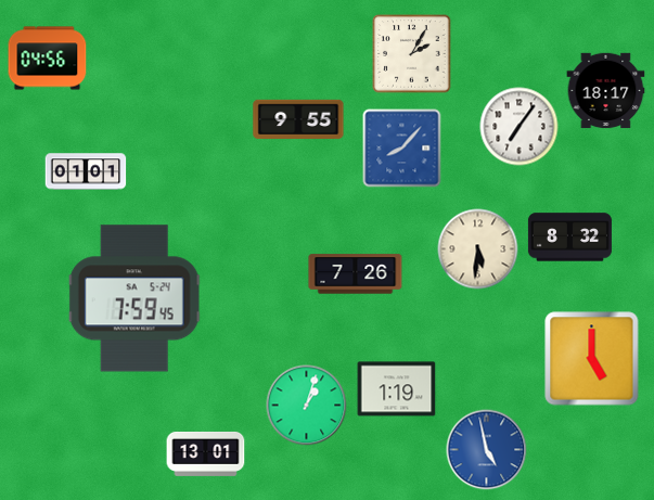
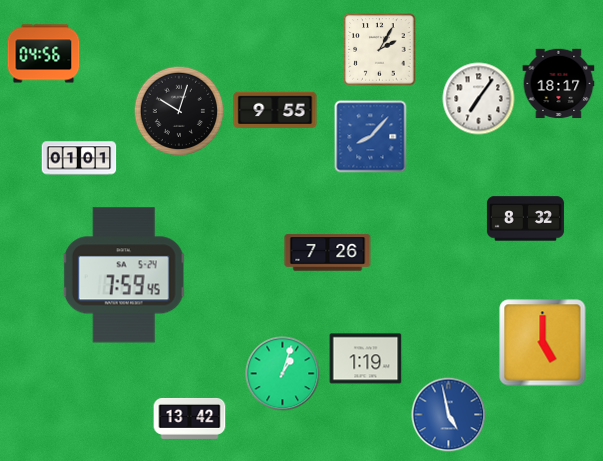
clock at (178, 110): none -> 10:03
clock at (520, 127) position: (520, 127) -> (479, 99)
clock at (478, 249): 5:31 -> none
clock at (592, 359) position: (592, 359) -> (543, 343)
clock at (206, 453): 13:01 -> 13:42
